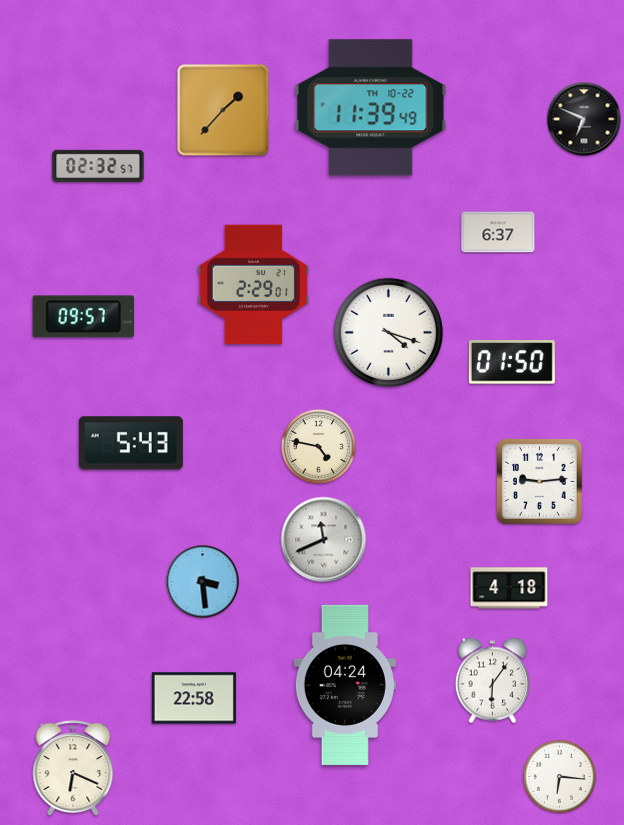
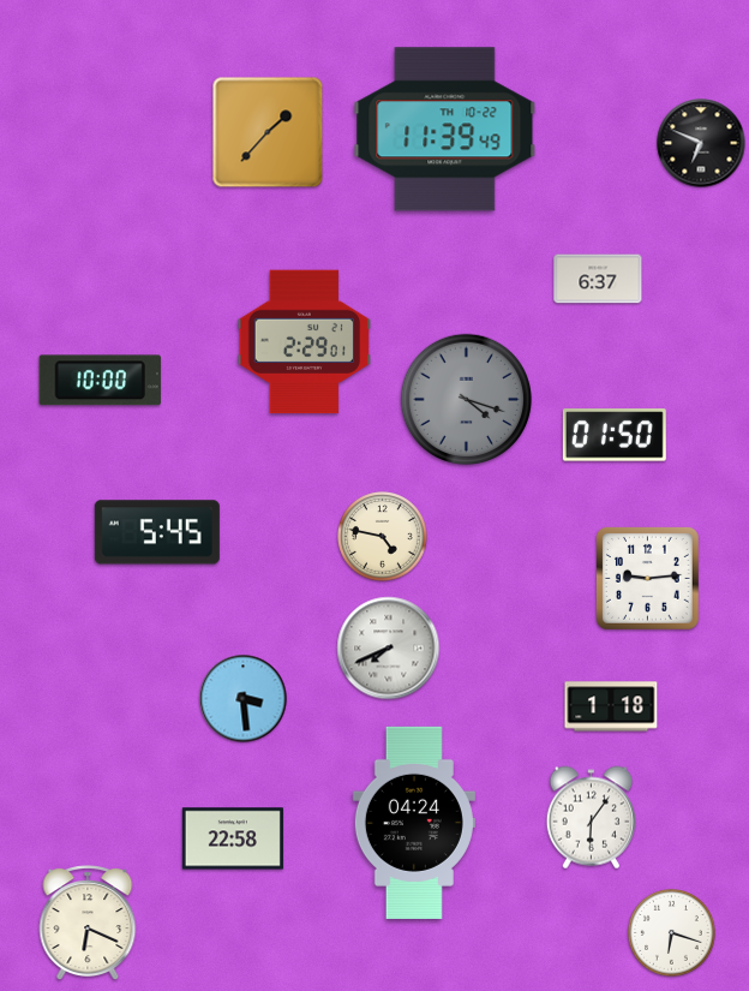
clock at (98, 166): 02:32 -> none
clock at (83, 317): 09:57 -> 10:00
clock at (389, 333) dial: white -> grey
clock at (131, 443): 5:43 -> 5:45
clock at (324, 540): 11:41 -> 7:41
clock at (509, 588): 4:18 -> 1:18
clock at (560, 777): 6:16 -> 6:18
